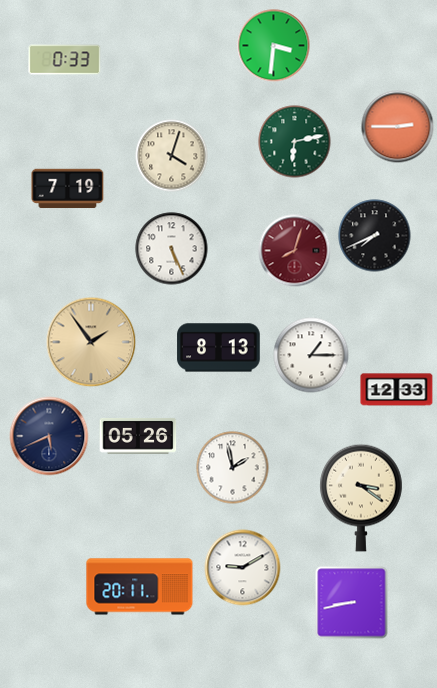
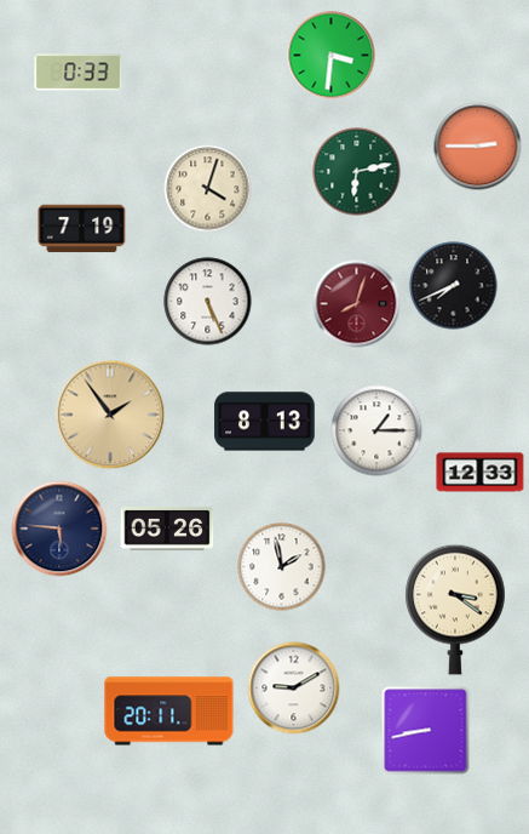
clock at (398, 127) position: (398, 127) -> (478, 147)
clock at (49, 436): 5:41 -> 5:46
clock at (361, 498) position: (361, 498) -> (455, 610)
